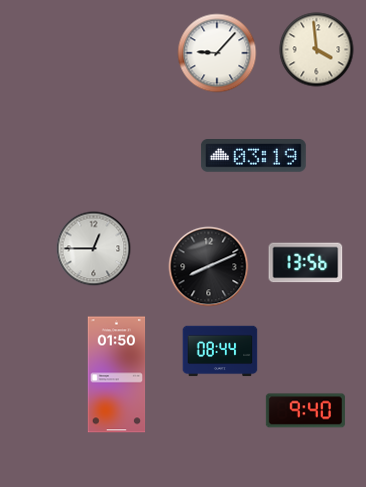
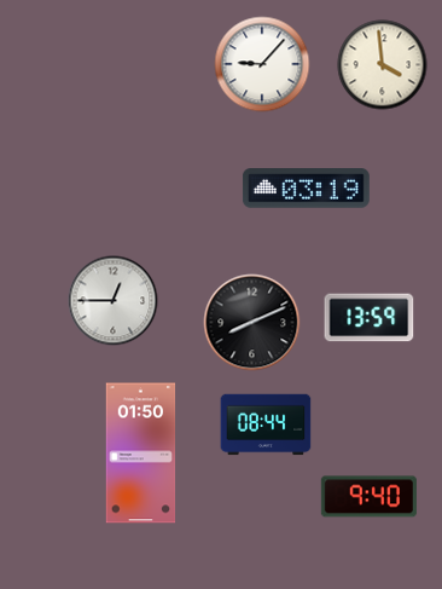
clock at (317, 50) position: (317, 50) -> (383, 65)
clock at (306, 263): 13:56 -> 13:59
